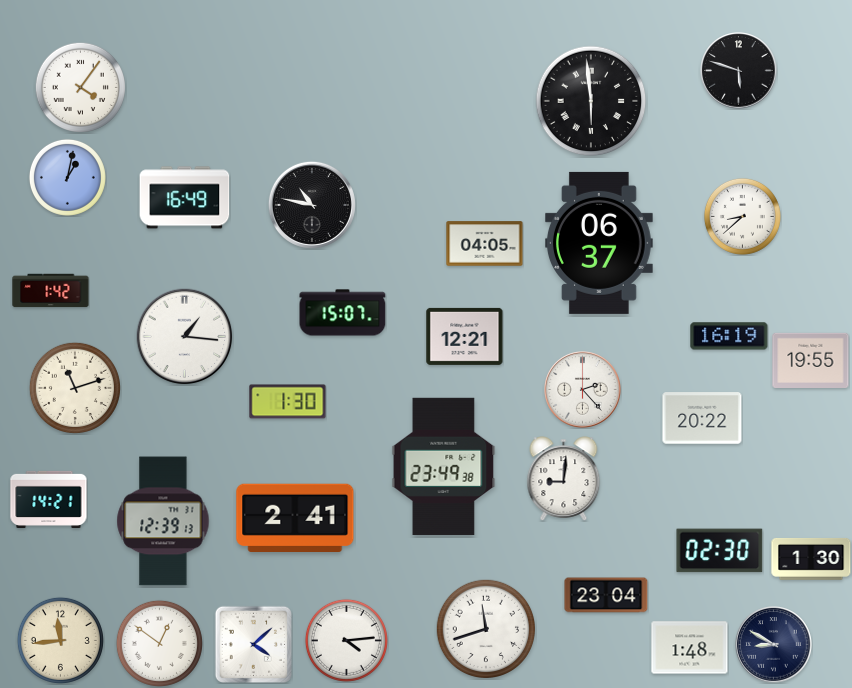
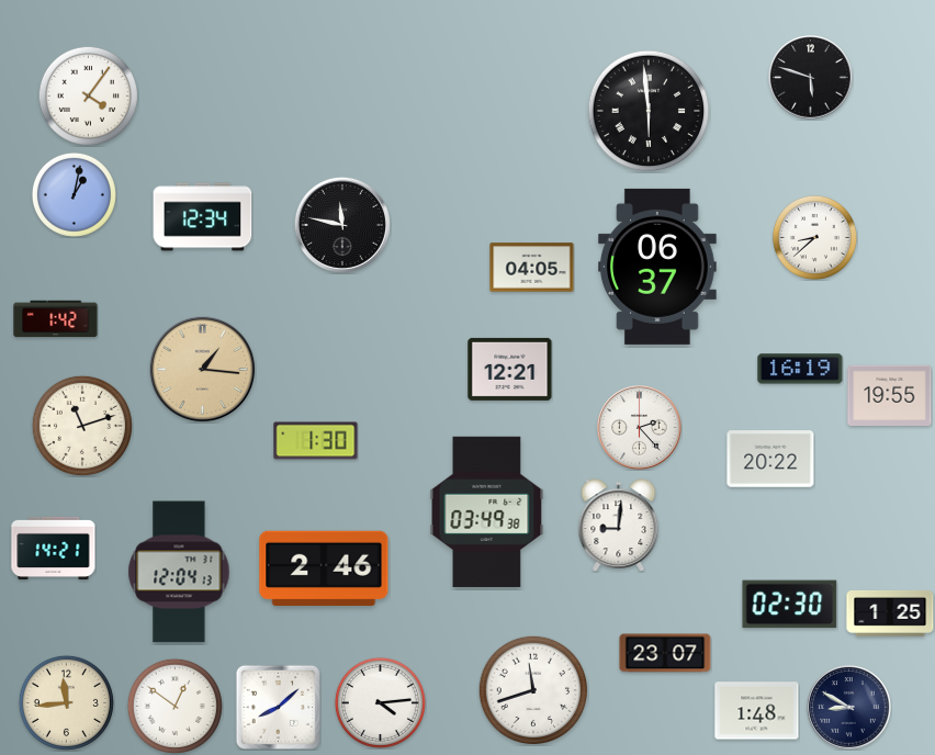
clock at (185, 198): 16:49 -> 12:34
clock at (312, 205): 10:47 -> 11:47
clock at (343, 313): 15:07 -> none
clock at (185, 337) dial: white -> champagne
clock at (444, 466): 23:49 -> 03:49
clock at (295, 517): 2:41 -> 2:46
clock at (163, 521): 12:39 -> 12:04
clock at (811, 559): 1:30 -> 1:25
clock at (606, 595): 23:04 -> 23:07
clock at (253, 644): 4:08 -> 8:08
